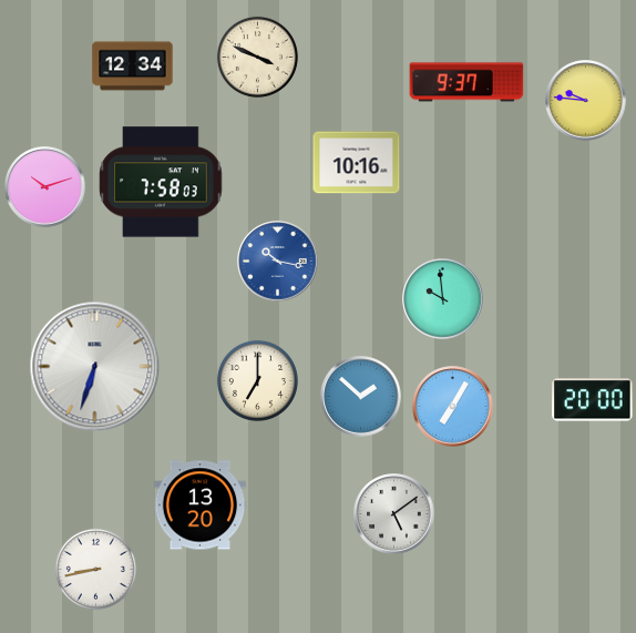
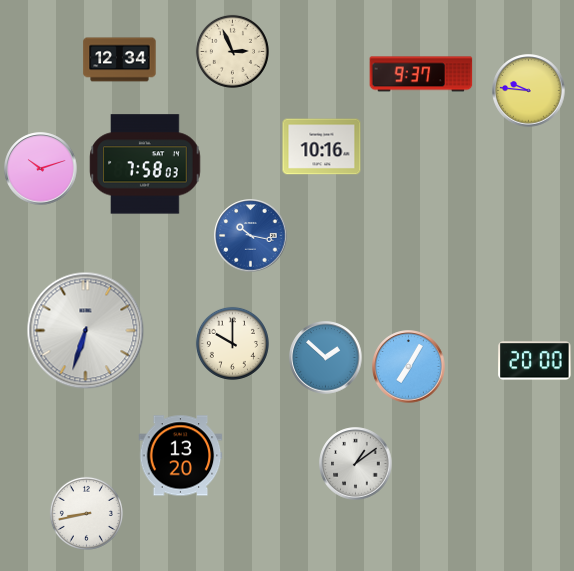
clock at (257, 57): 3:49 -> 2:56
clock at (443, 299): 9:59 -> none
clock at (257, 380): 7:00 -> 10:00
clock at (394, 514): 5:09 -> 1:09
